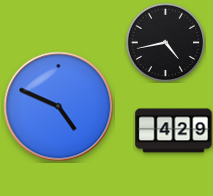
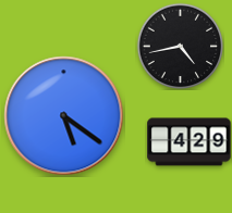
clock at (59, 107): 4:49 -> 5:21
